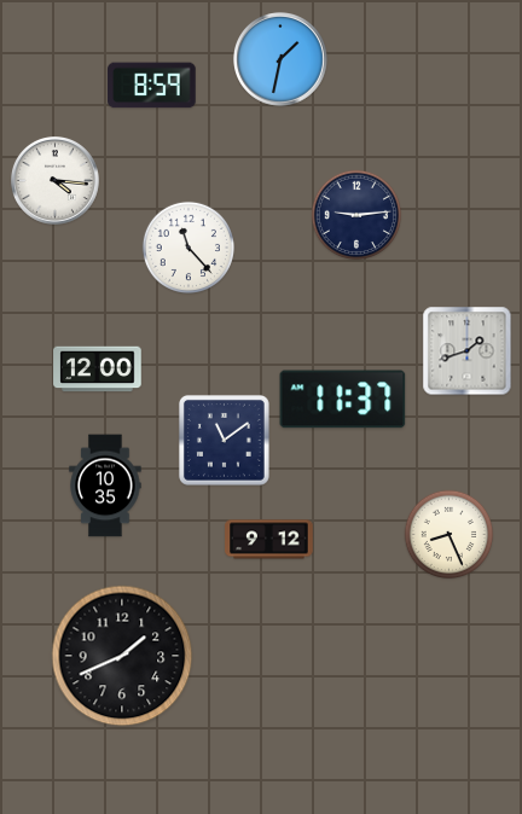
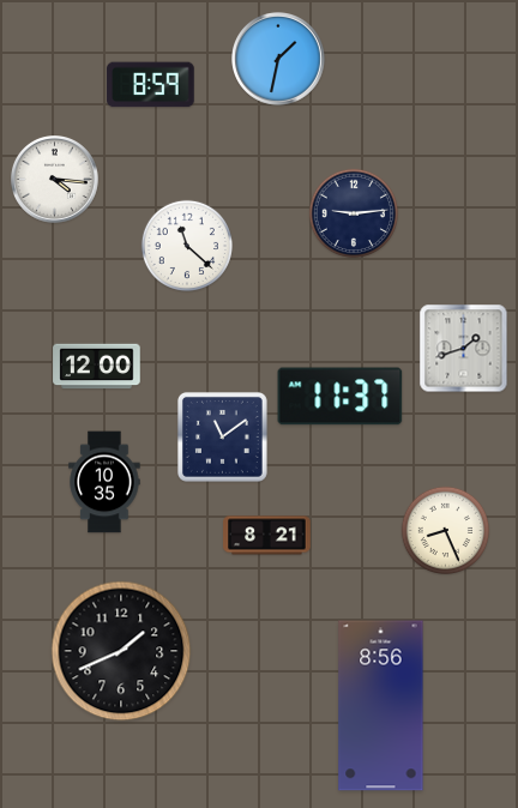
clock at (188, 248): 11:23 -> 11:22
clock at (269, 540): 9:12 -> 8:21
clock at (381, 706): none -> 8:56
